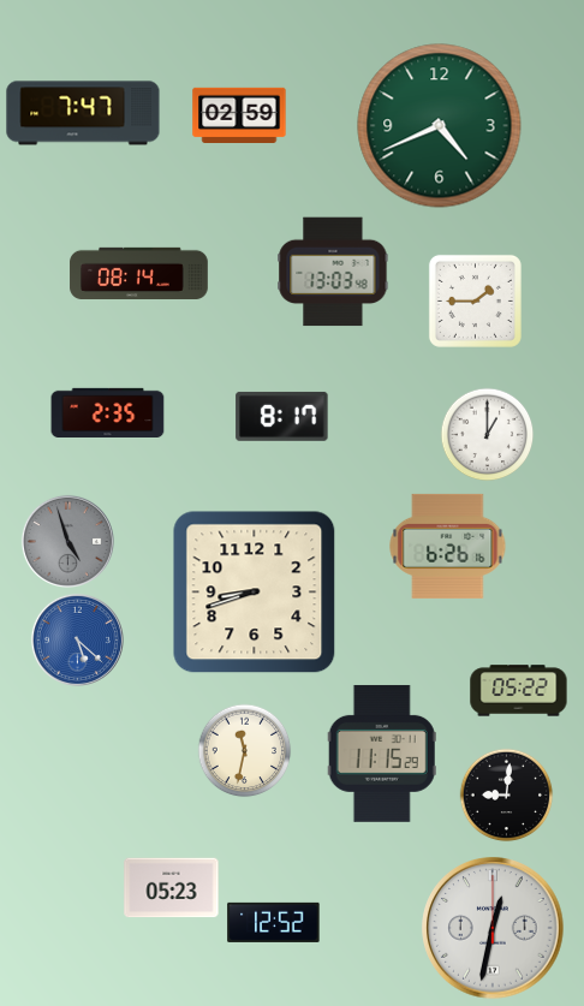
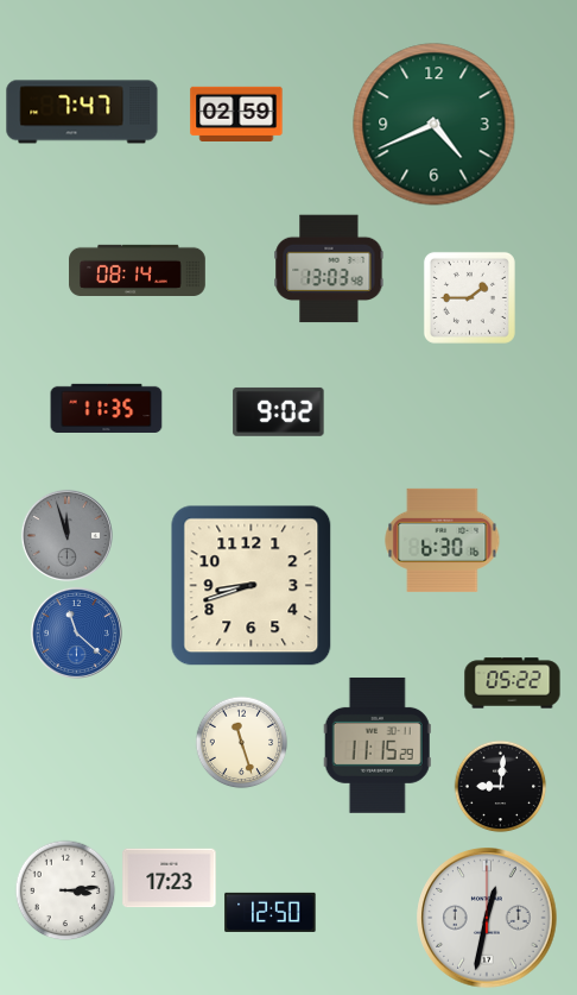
clock at (108, 412): 2:35 -> 11:35
clock at (282, 416): 8:17 -> 9:02
clock at (487, 434): 1:00 -> none
clock at (67, 541): 4:57 -> 11:57
clock at (448, 546): 6:26 -> 6:30
clock at (77, 639): 5:22 -> 11:22
clock at (244, 750): 11:32 -> 11:27
clock at (172, 888): 05:23 -> 17:23
clock at (65, 890): none -> 3:14
clock at (274, 922): 12:52 -> 12:50
